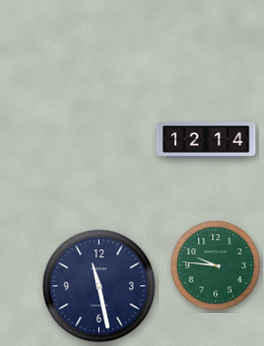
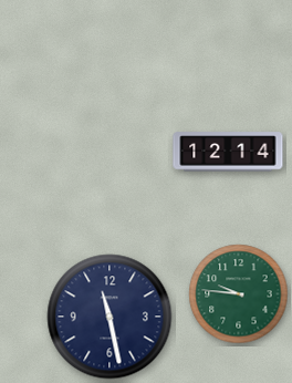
clock at (206, 140) position: (206, 140) -> (228, 152)
